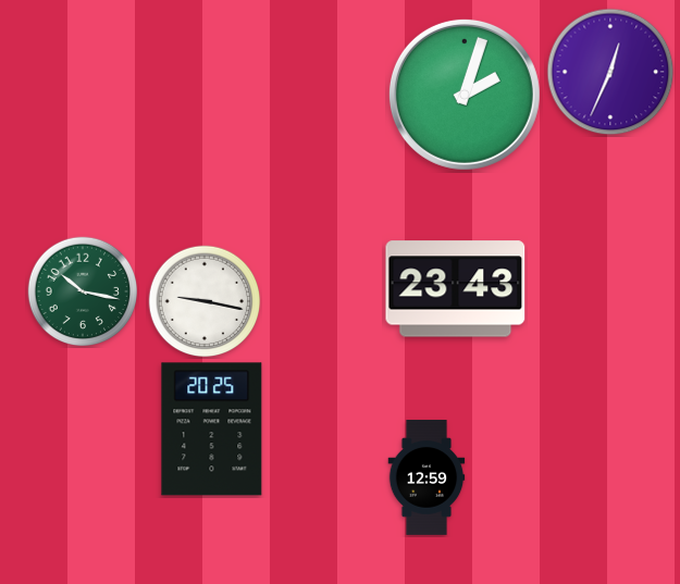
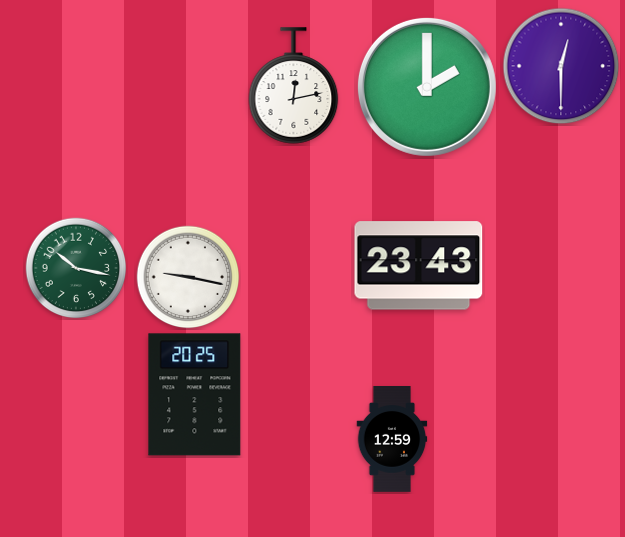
clock at (610, 72): 12:34 -> 12:30
clock at (294, 86): none -> 12:13
clock at (465, 95): 2:03 -> 2:00
